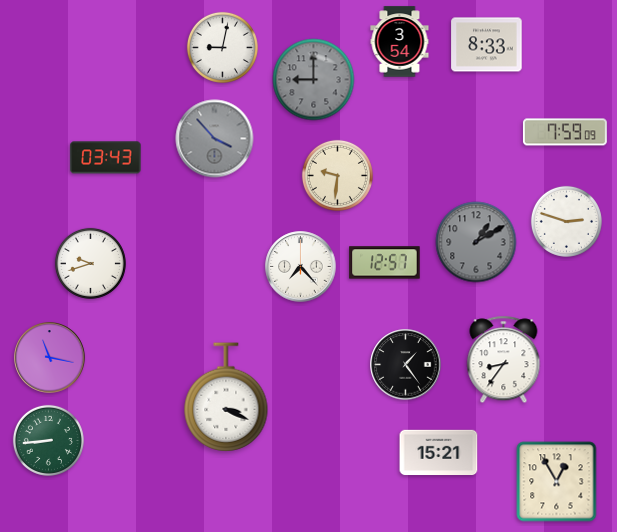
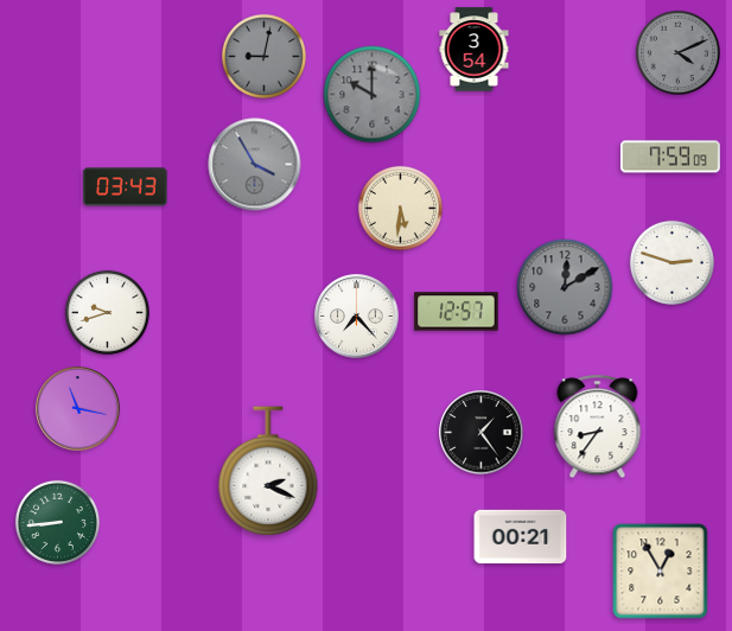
clock at (677, 52): none -> 4:11
clock at (487, 45): 8:33 -> none
clock at (222, 47) dial: white -> grey
clock at (314, 80): 9:00 -> 10:00
clock at (215, 139): 3:53 -> 3:55
clock at (337, 175): 9:31 -> 5:31
clock at (476, 242): 1:10 -> 12:10
clock at (50, 358) position: (50, 358) -> (78, 409)
clock at (226, 397): 3:19 -> 2:19
clock at (439, 453): 15:21 -> 00:21
